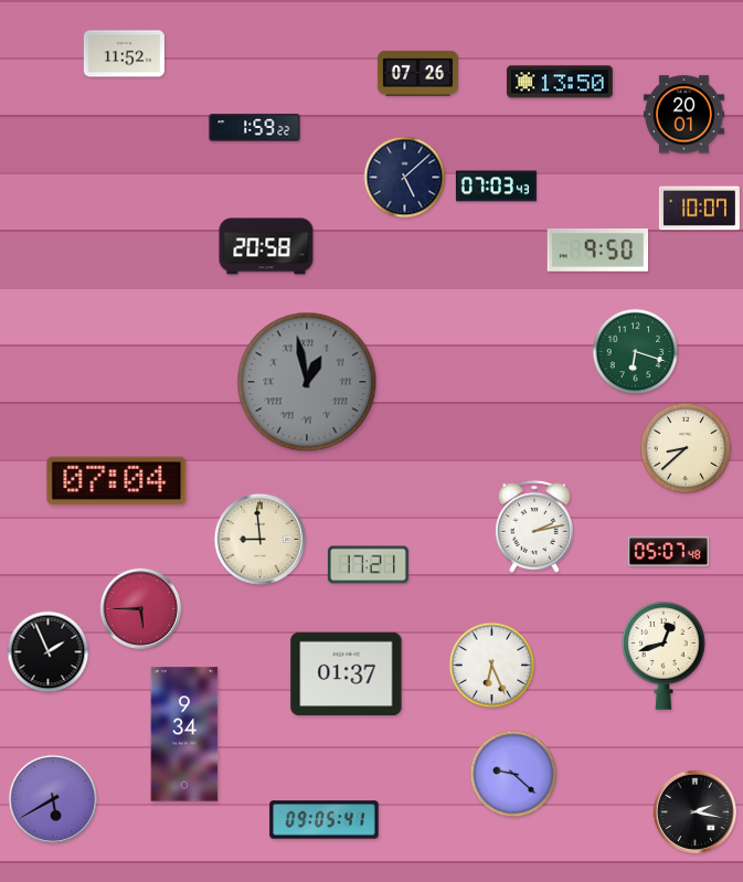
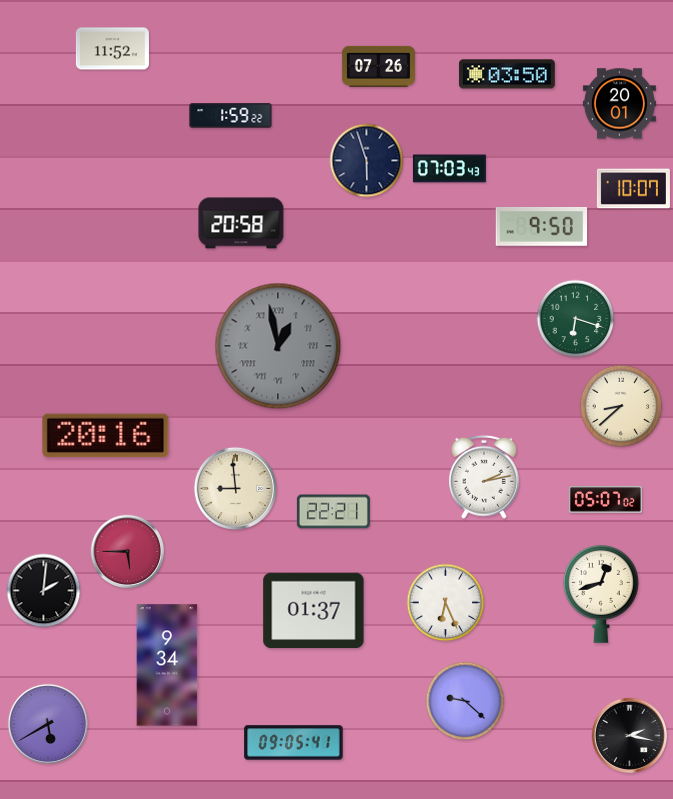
clock at (560, 82): 13:50 -> 03:50
clock at (405, 178): 5:08 -> 5:57
clock at (117, 481): 07:04 -> 20:16
clock at (668, 552): 05:07:48 -> 05:07:02
clock at (368, 565): 17:21 -> 22:21
clock at (49, 652): 1:56 -> 2:01
